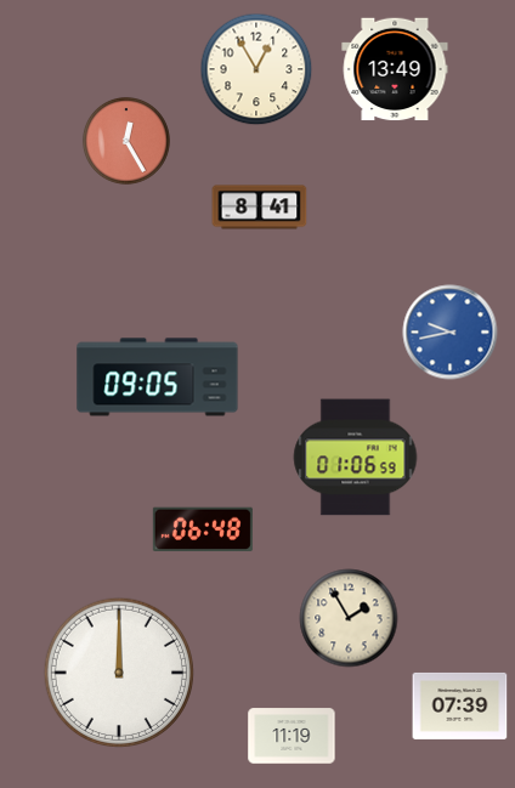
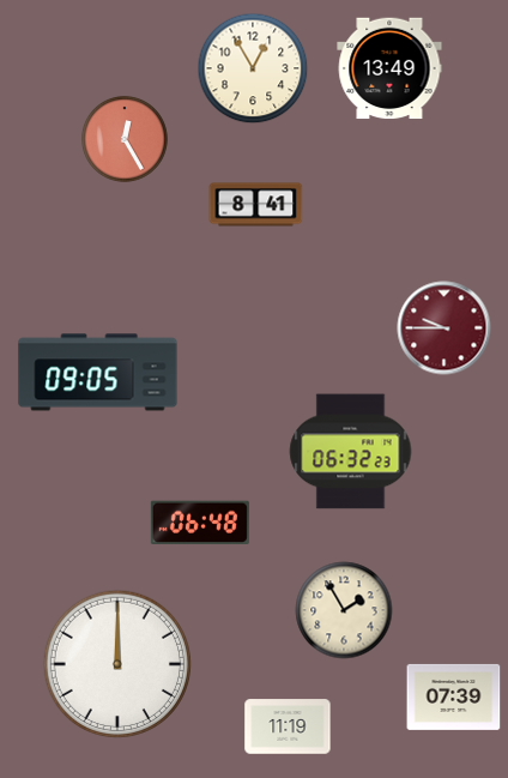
clock at (451, 333): 9:43 -> 9:45
clock at (451, 333) dial: blue -> burgundy
clock at (158, 378) position: (158, 378) -> (98, 373)
clock at (356, 458): 01:06 -> 06:32
